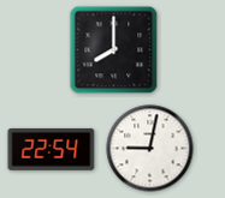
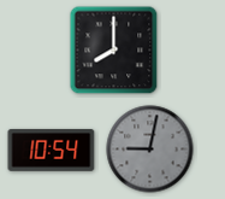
clock at (52, 149): 22:54 -> 10:54
clock at (150, 149) dial: white -> grey
